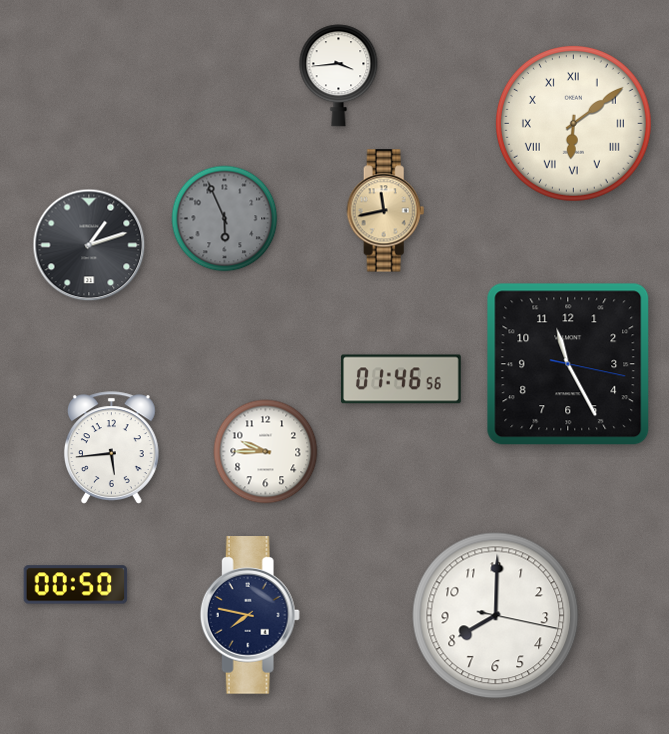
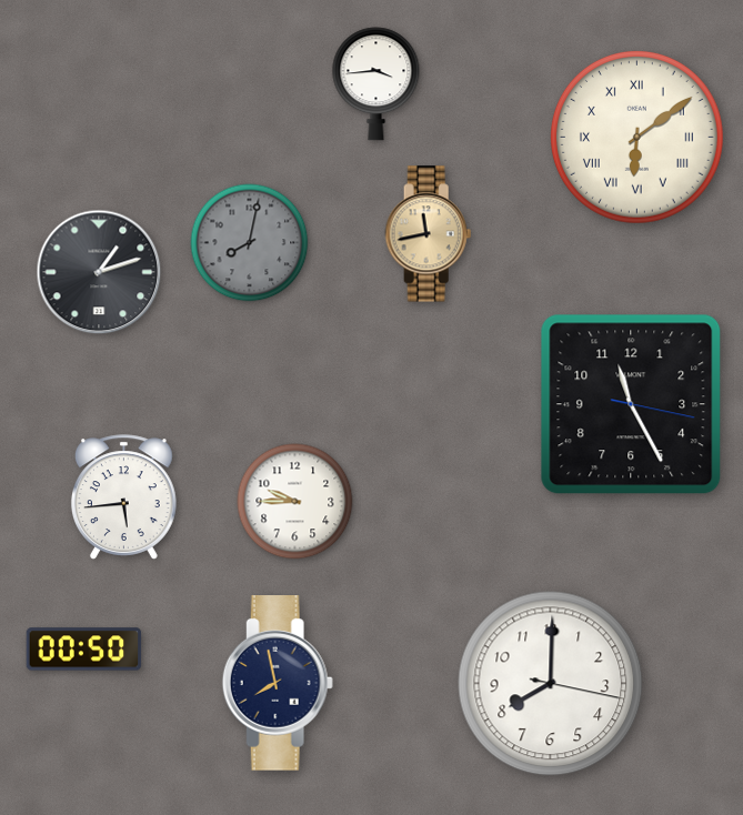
clock at (225, 219): 5:56 -> 8:02
clock at (402, 379): 01:46 -> none
clock at (250, 615): 7:47 -> 7:58
